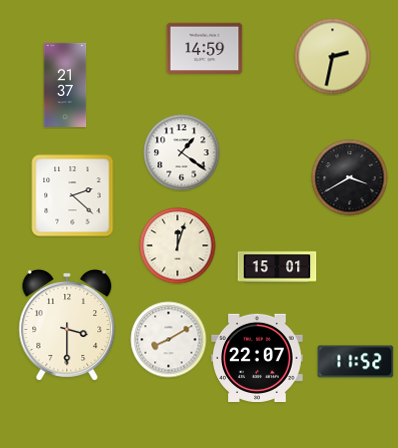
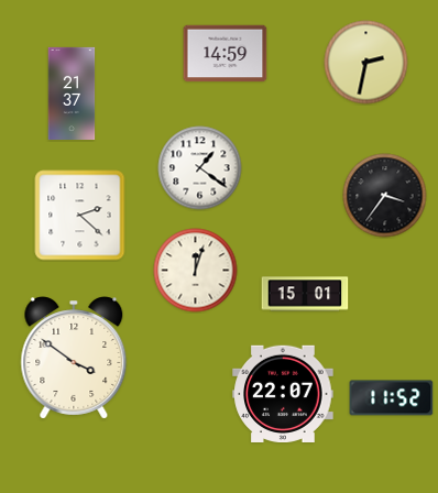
clock at (350, 178): 3:40 -> 3:36
clock at (67, 325): 3:30 -> 3:51
clock at (169, 340): 8:10 -> none
